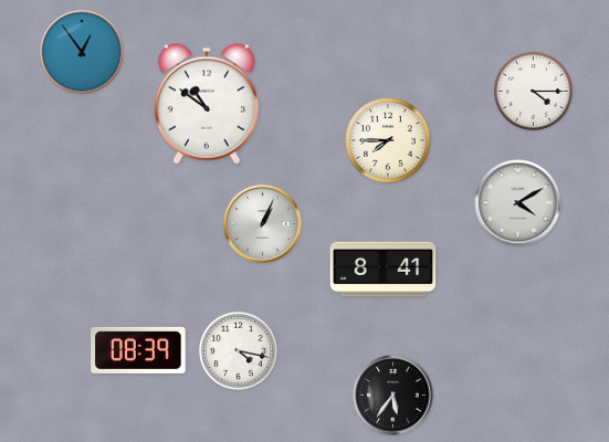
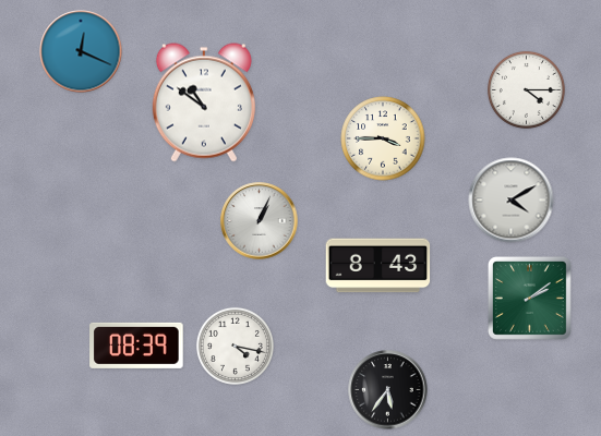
clock at (82, 52): 12:54 -> 12:19
clock at (388, 140): 7:45 -> 3:45
clock at (384, 270): 8:41 -> 8:43
clock at (529, 298): none -> 2:09
